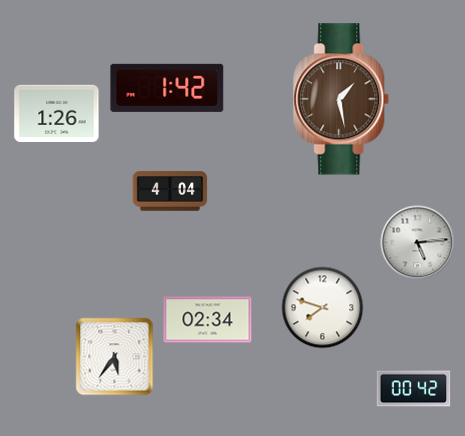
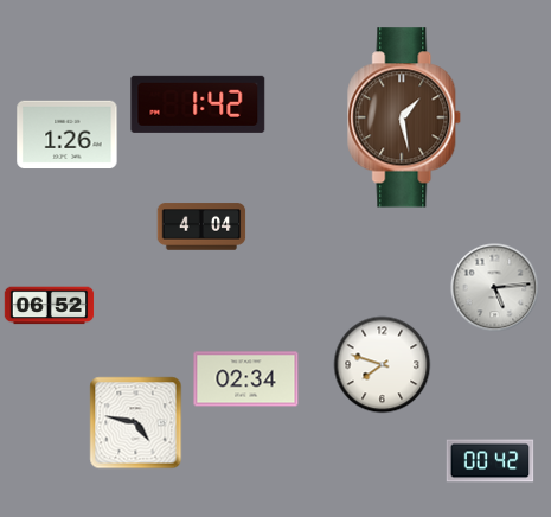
clock at (50, 306): none -> 06:52
clock at (115, 357): 5:36 -> 4:47
